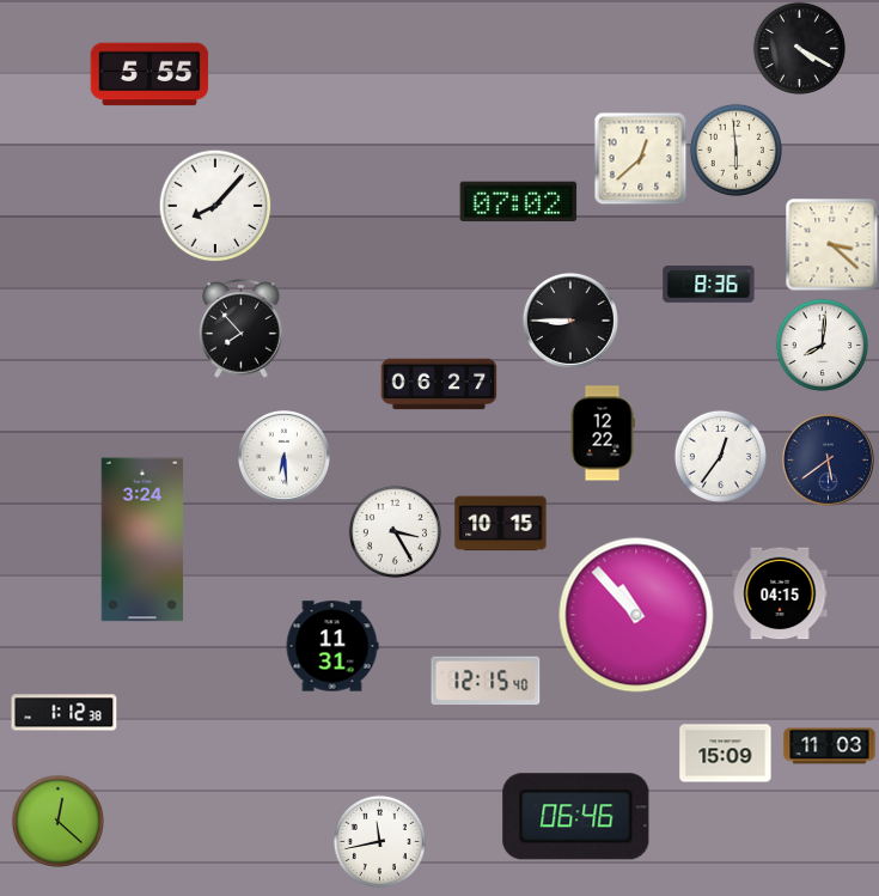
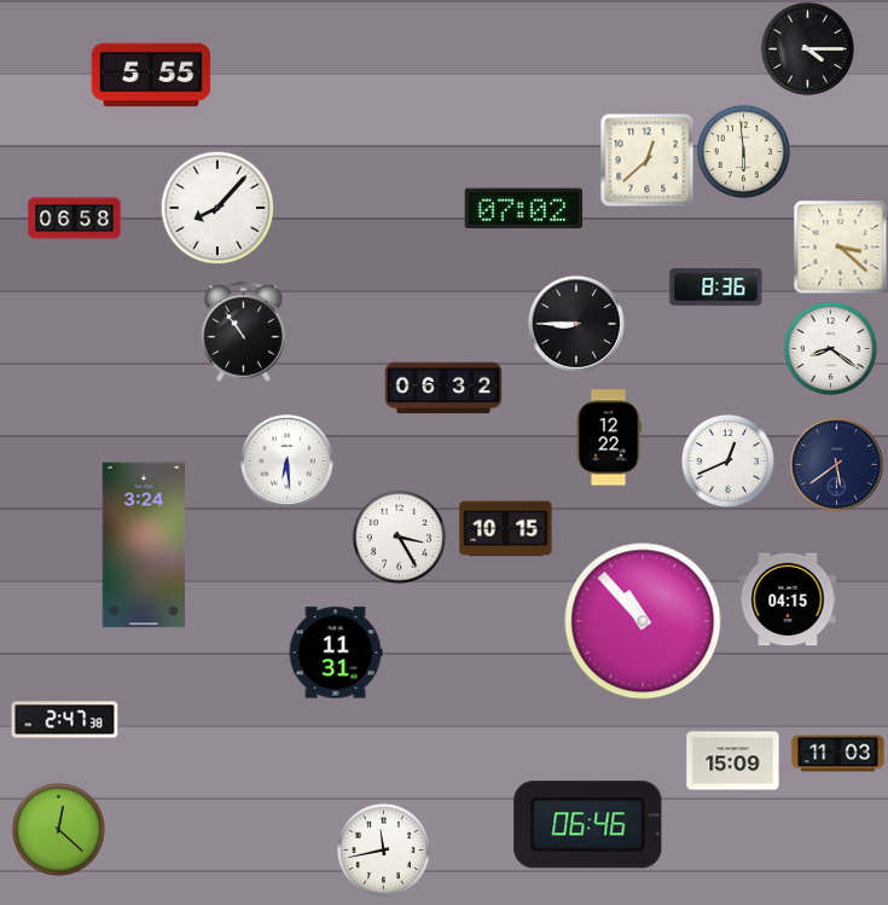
clock at (799, 48): 4:20 -> 4:15
clock at (519, 202) position: (519, 202) -> (524, 209)
clock at (75, 219): none -> 06:58
clock at (242, 329): 7:53 -> 10:54
clock at (822, 345): 8:01 -> 8:21
clock at (439, 384): 06:27 -> 06:32
clock at (720, 456): 12:36 -> 12:41
clock at (486, 681): 12:15 -> none
clock at (65, 713): 1:12 -> 2:47
clock at (576, 817) position: (576, 817) -> (588, 825)
